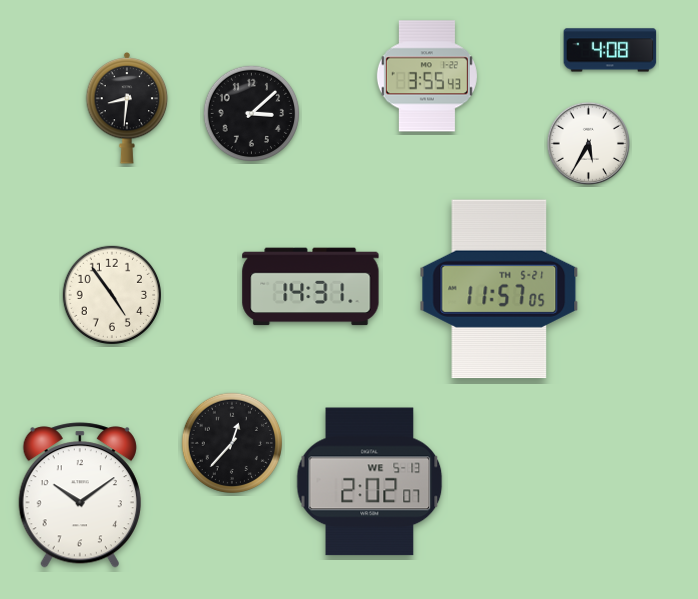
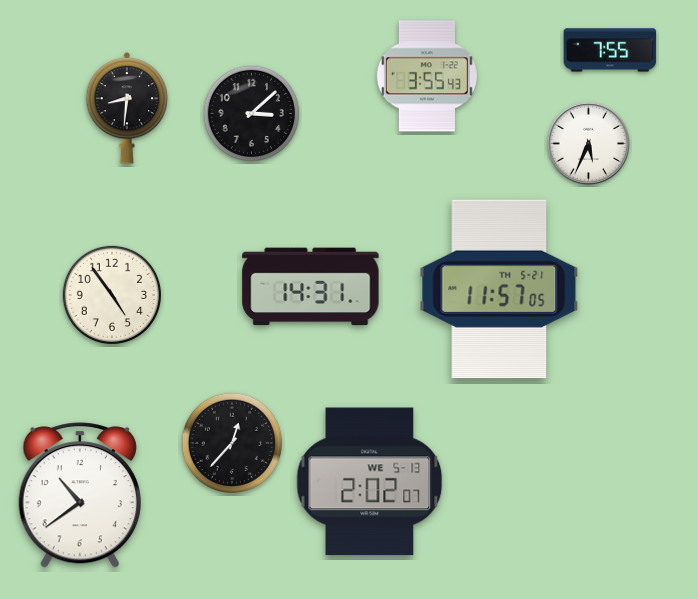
clock at (610, 50): 4:08 -> 7:55
clock at (588, 143): 5:35 -> 5:34
clock at (80, 495): 10:09 -> 10:39
